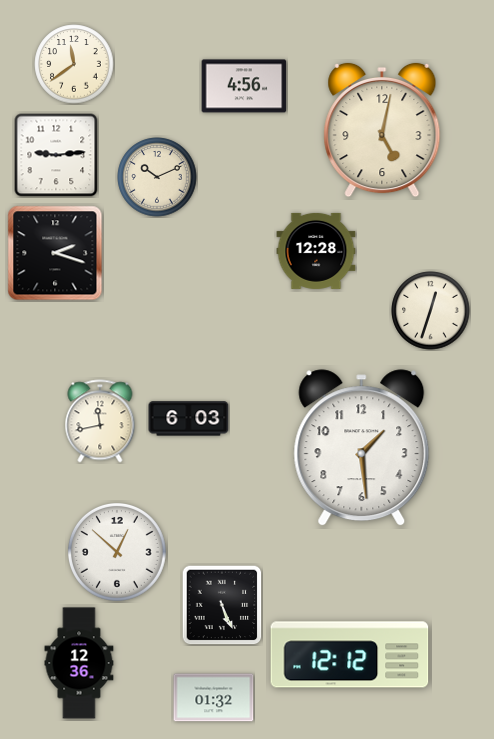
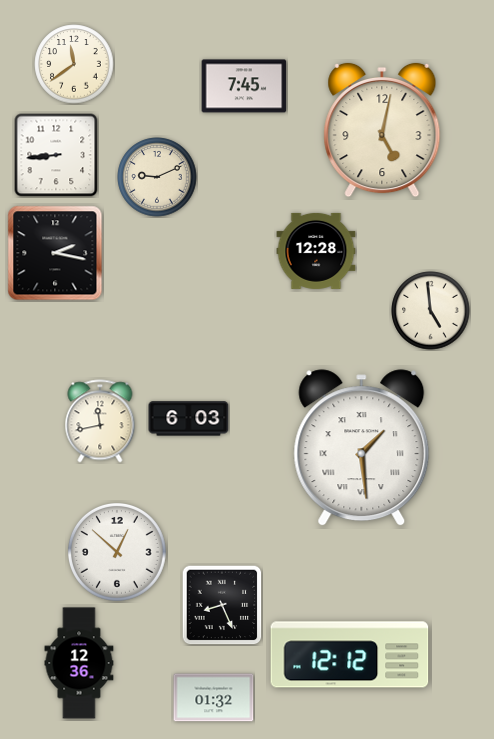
clock at (244, 86): 4:56 -> 7:45
clock at (56, 155): 9:14 -> 8:44
clock at (157, 177): 10:11 -> 9:11
clock at (55, 253): 2:18 -> 2:17
clock at (431, 311): 12:33 -> 4:59
clock at (362, 448) numerals: Arabic -> Roman
clock at (222, 605): 5:26 -> 8:26
